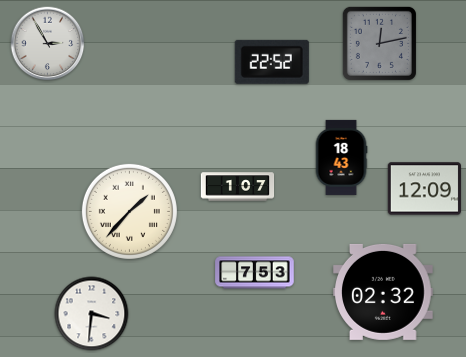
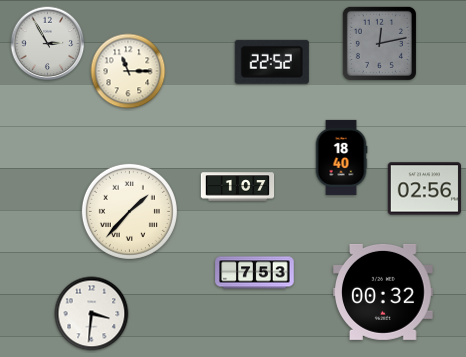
clock at (128, 71): none -> 11:15
clock at (341, 157): 18:43 -> 18:40
clock at (424, 189): 12:09 -> 02:56
clock at (383, 292): 02:32 -> 00:32
